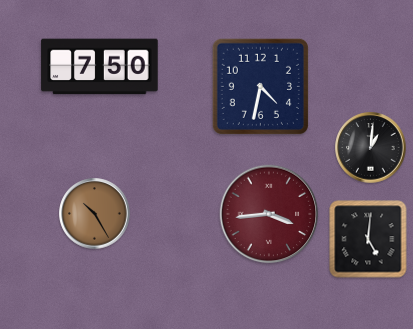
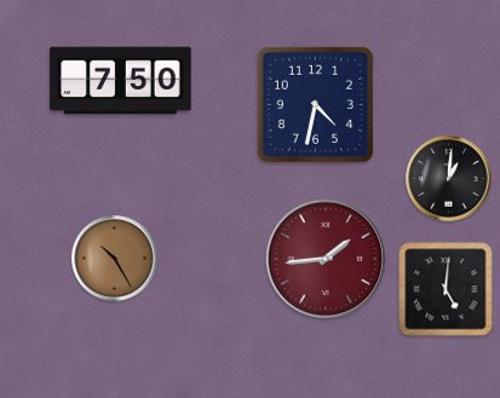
clock at (269, 214): 3:44 -> 1:44
